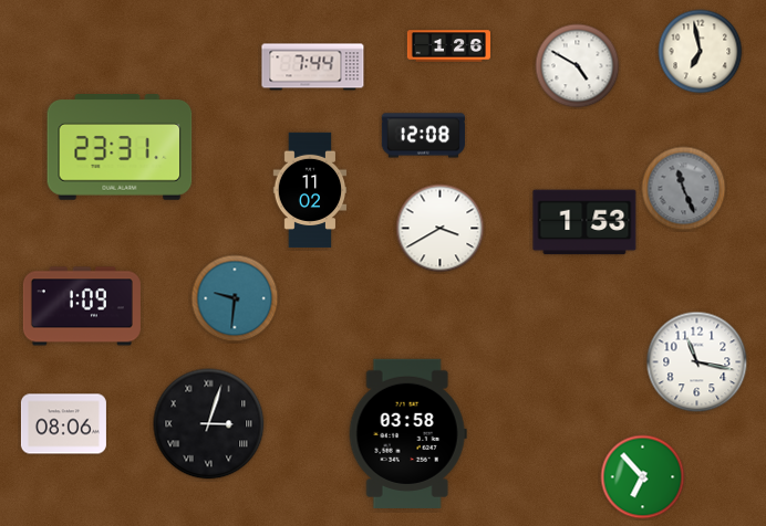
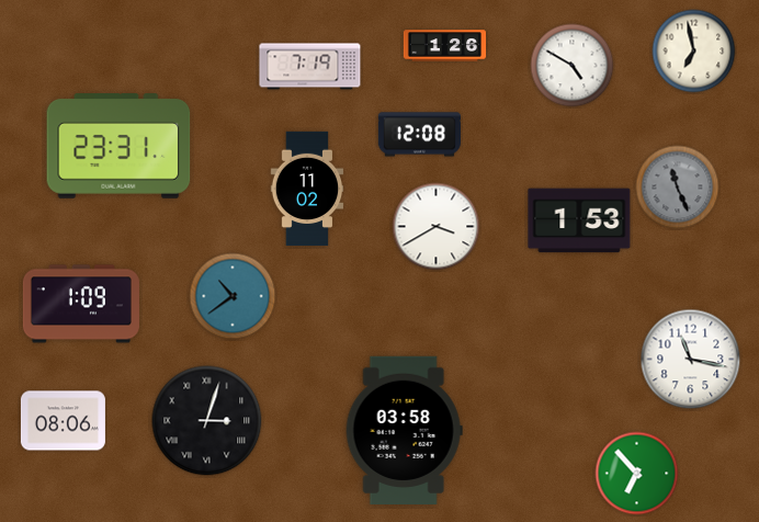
clock at (313, 67): 7:44 -> 7:19
clock at (235, 298): 9:31 -> 10:39
